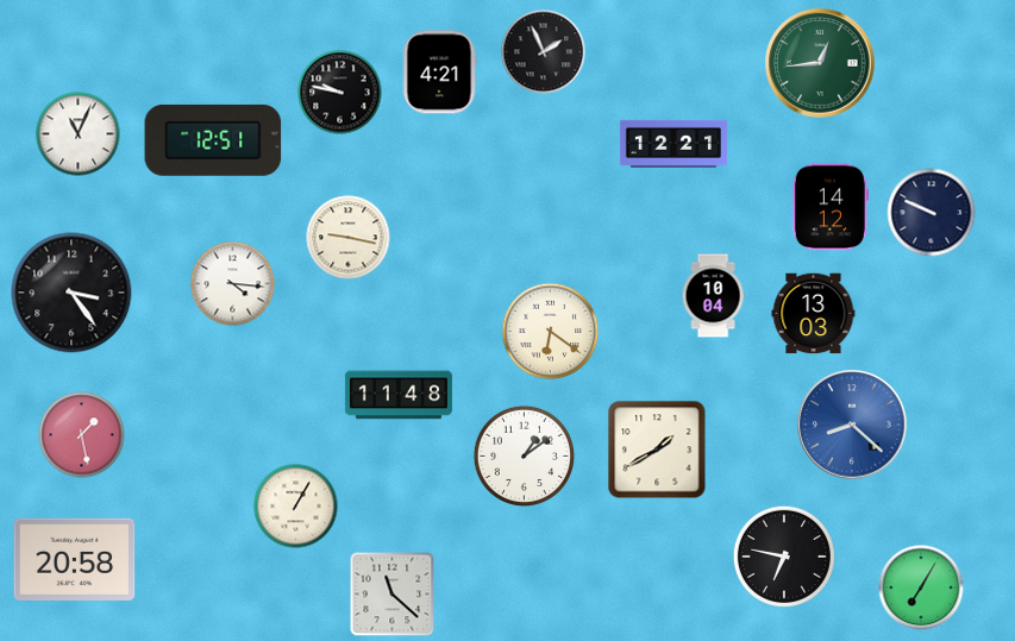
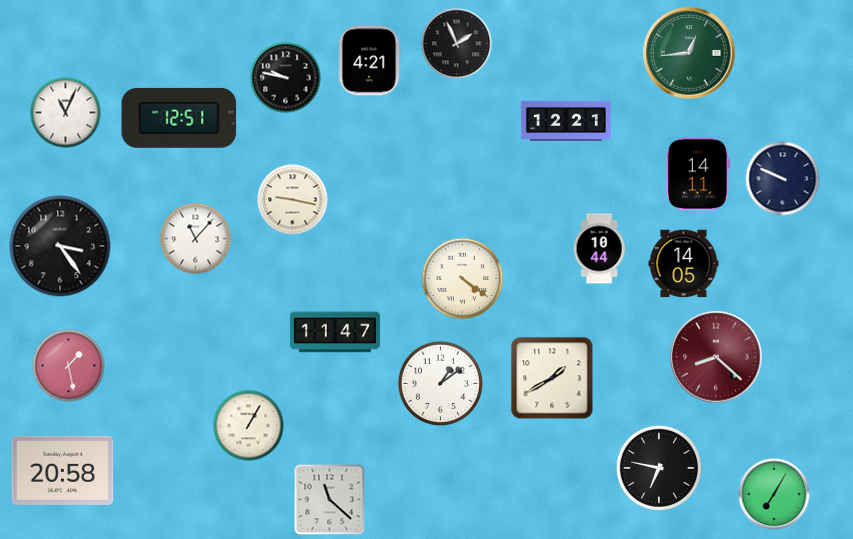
clock at (831, 207): 14:12 -> 14:11
clock at (233, 284): 4:16 -> 11:07
clock at (713, 296): 10:04 -> 10:44
clock at (814, 314): 13:03 -> 14:05
clock at (551, 332): 6:21 -> 4:21
clock at (399, 395): 11:48 -> 11:47
clock at (852, 425) dial: blue -> burgundy
